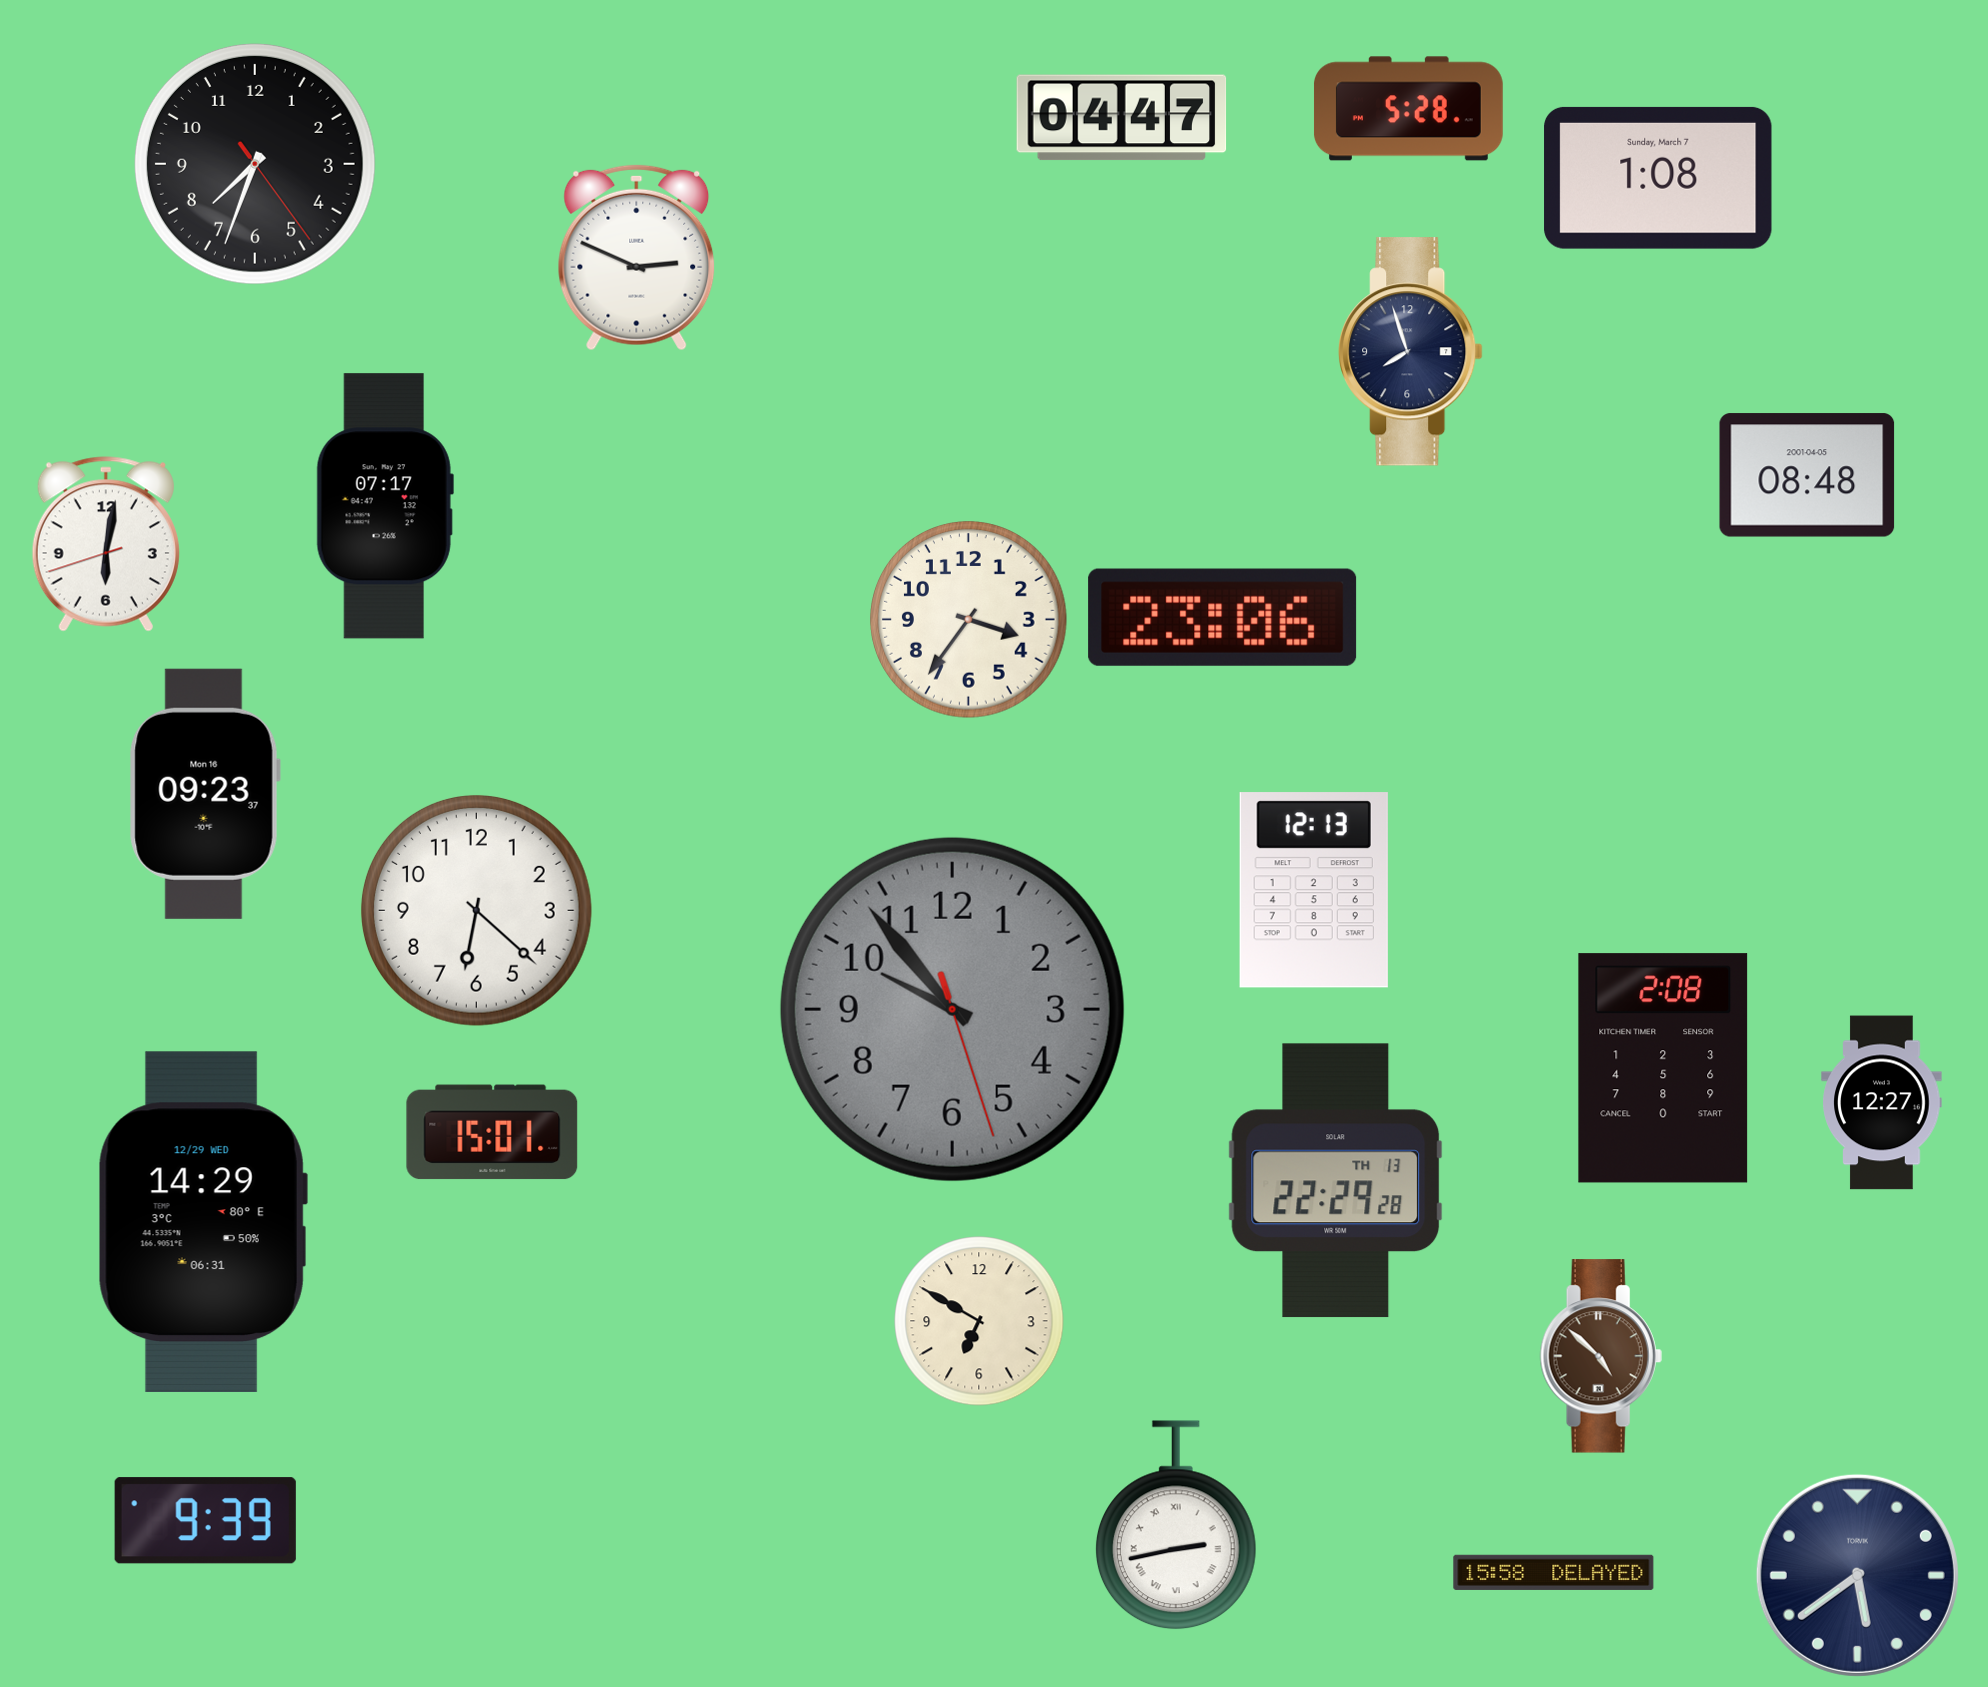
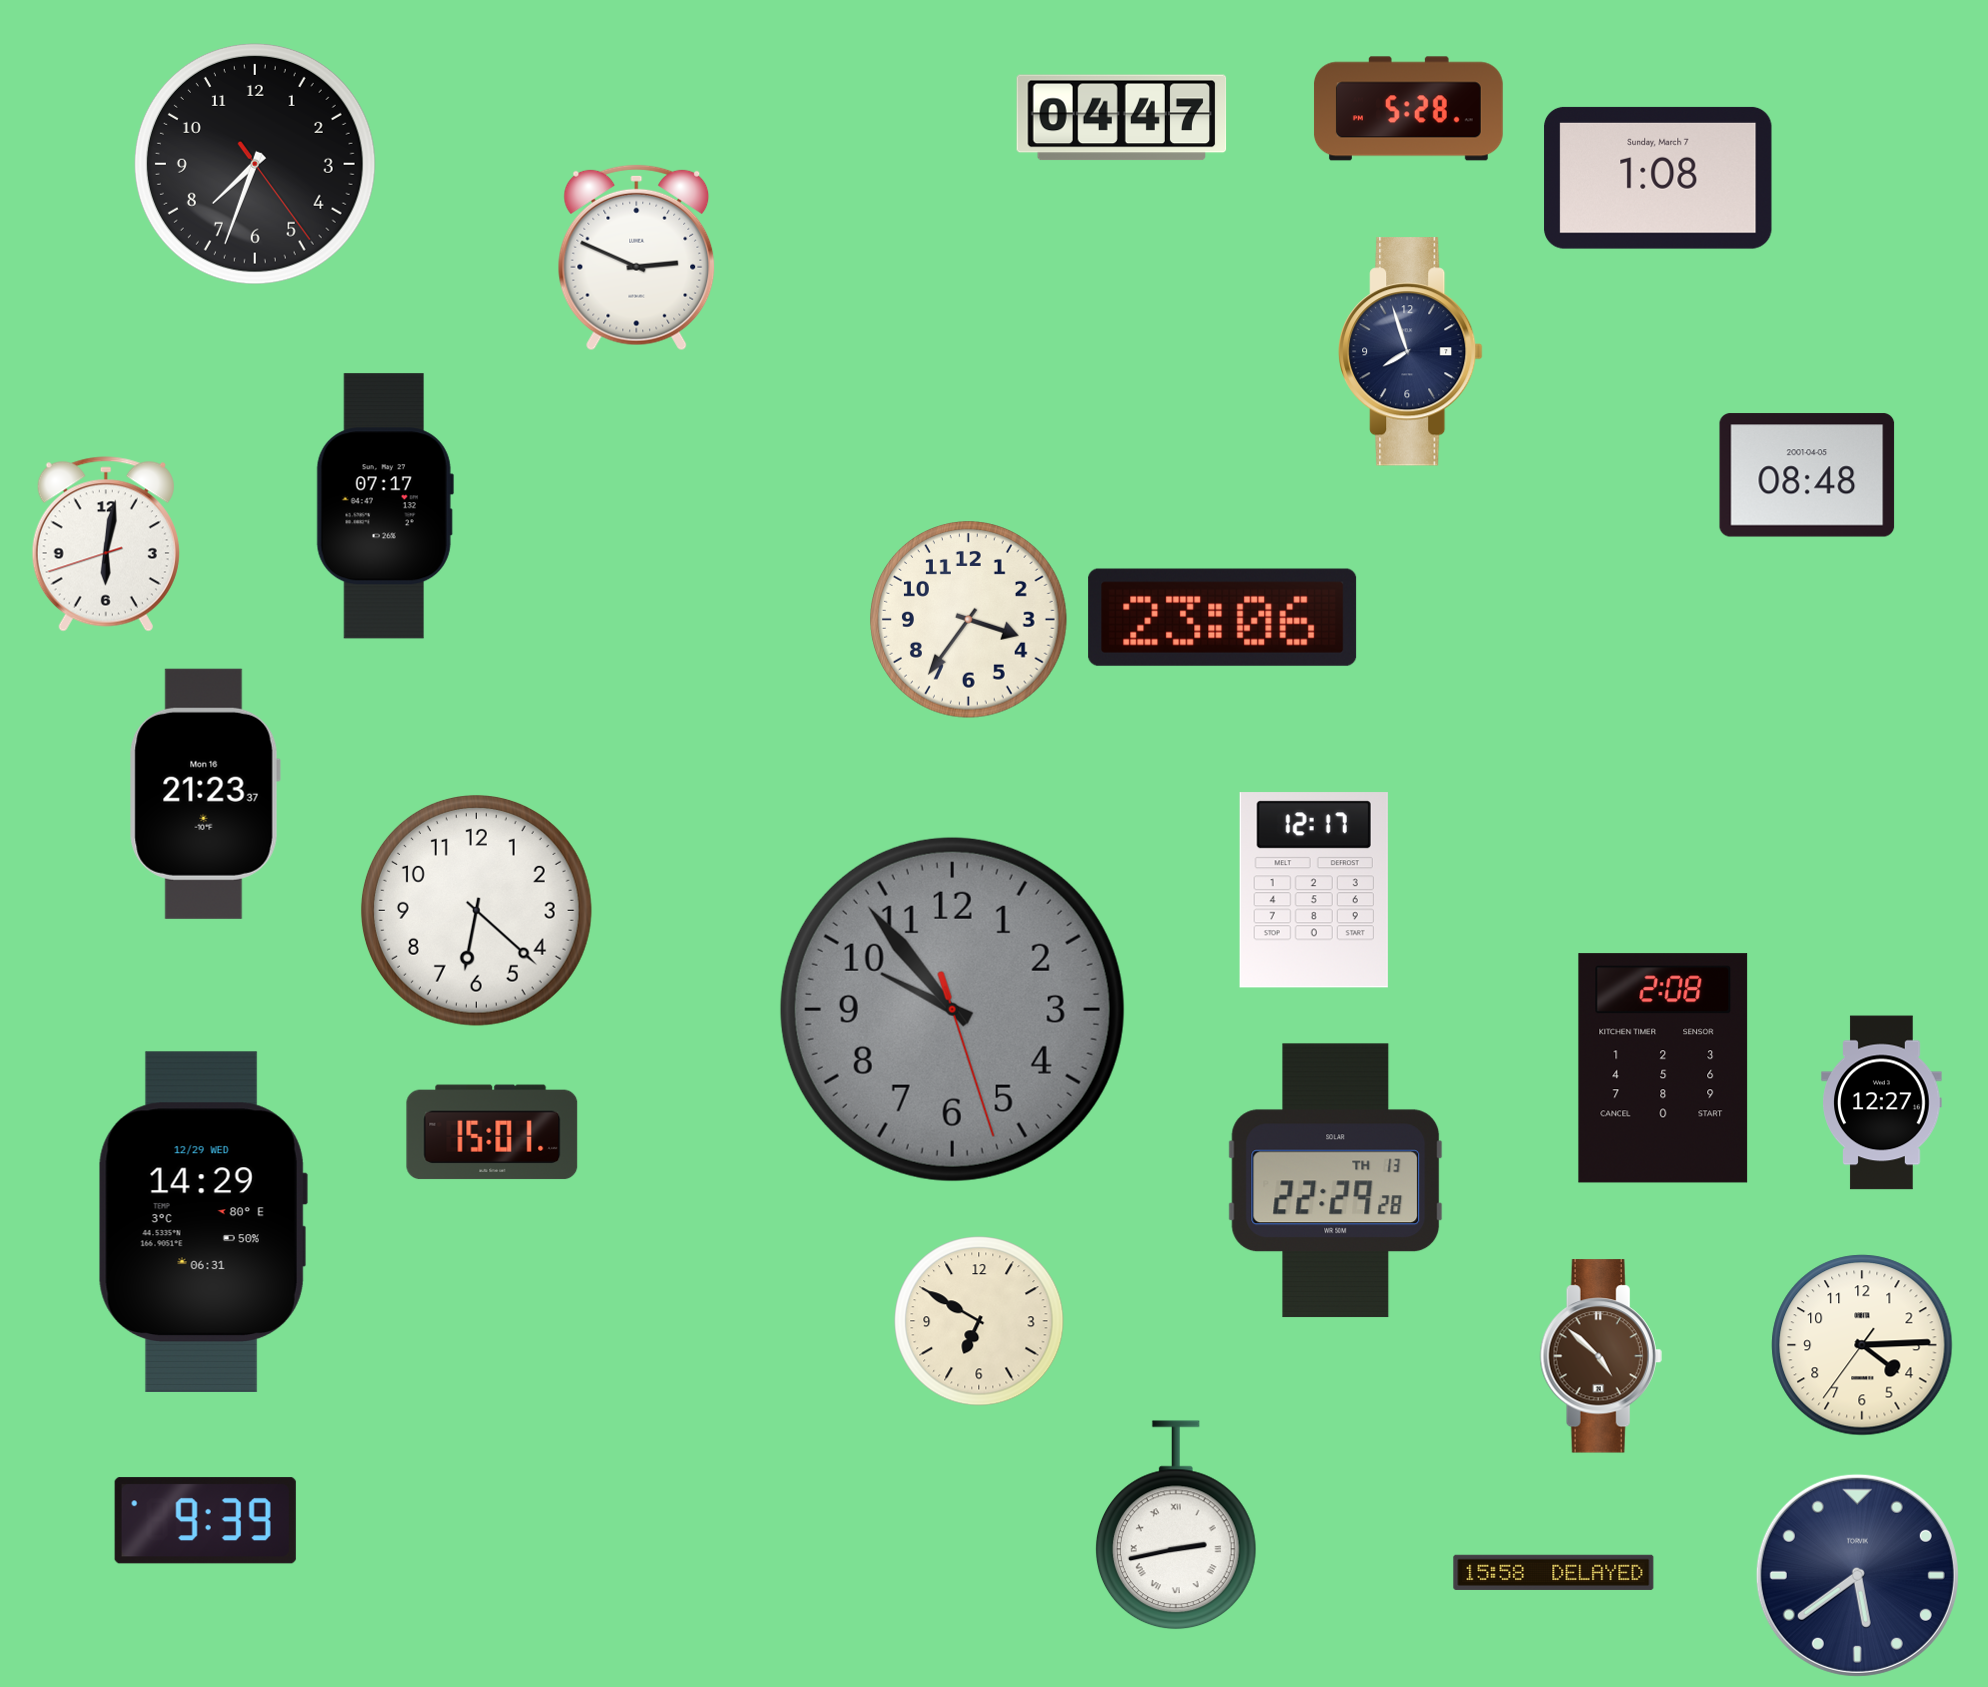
clock at (205, 794): 09:23 -> 21:23
clock at (1314, 890): 12:13 -> 12:17
clock at (1862, 1345): none -> 4:14
